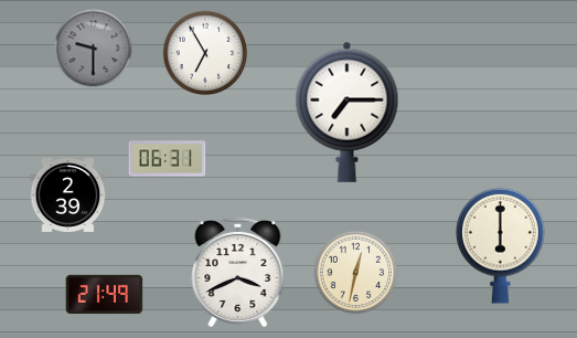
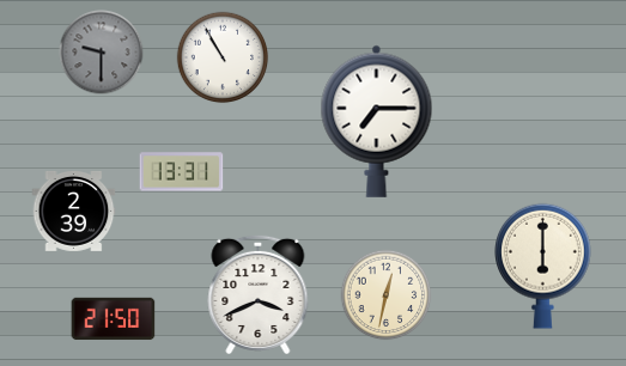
clock at (205, 53): 6:55 -> 10:55
clock at (168, 159): 06:31 -> 13:31
clock at (105, 295): 21:49 -> 21:50
